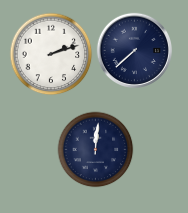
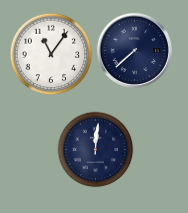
clock at (51, 54): 2:12 -> 11:06
